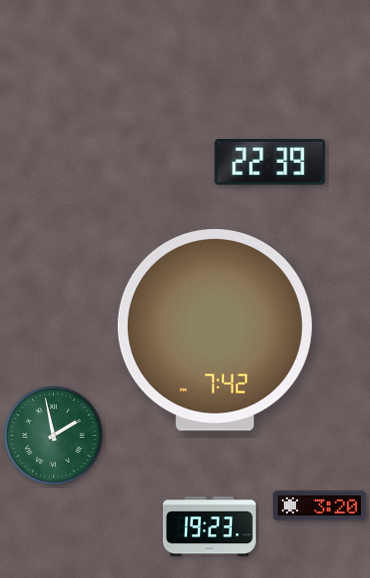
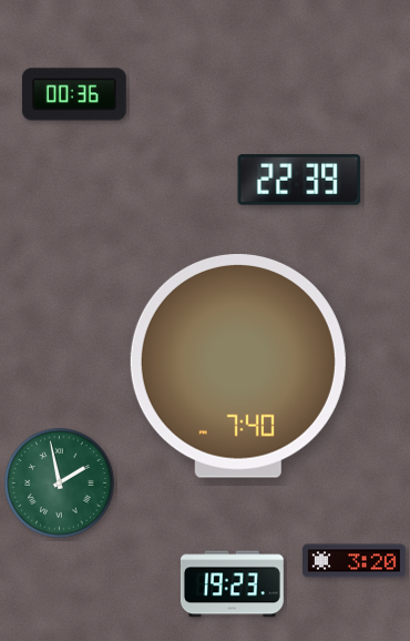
clock at (74, 94): none -> 00:36
clock at (215, 331): 7:42 -> 7:40
